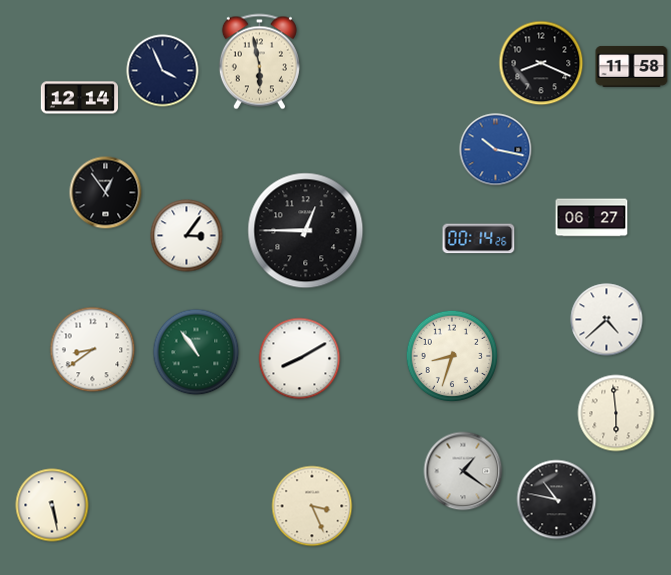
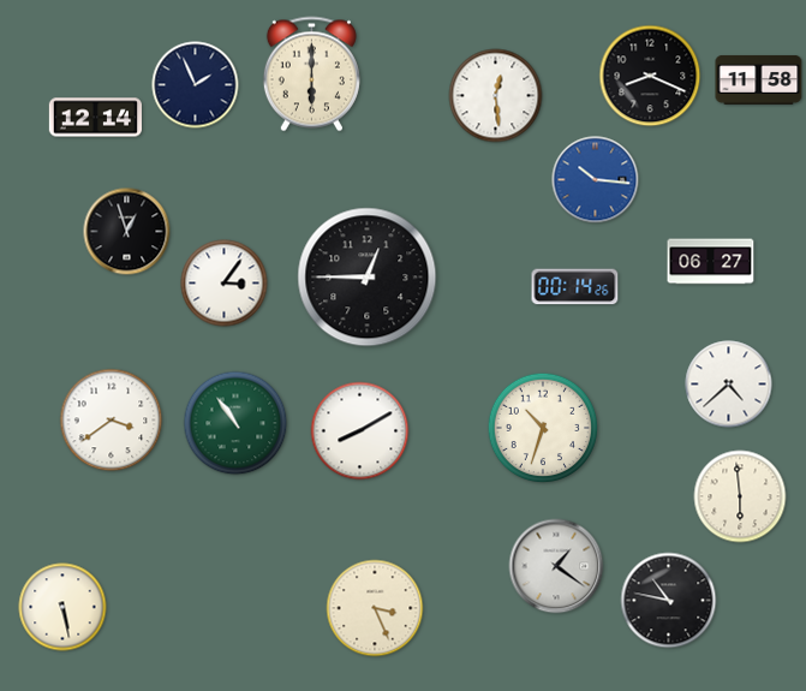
clock at (259, 62): 5:58 -> 6:00
clock at (163, 71): 3:56 -> 1:56
clock at (496, 96): none -> 12:29
clock at (496, 150): 10:17 -> 10:16
clock at (106, 193): 12:54 -> 12:57
clock at (93, 350): 8:39 -> 3:39
clock at (452, 356): 8:33 -> 10:33
